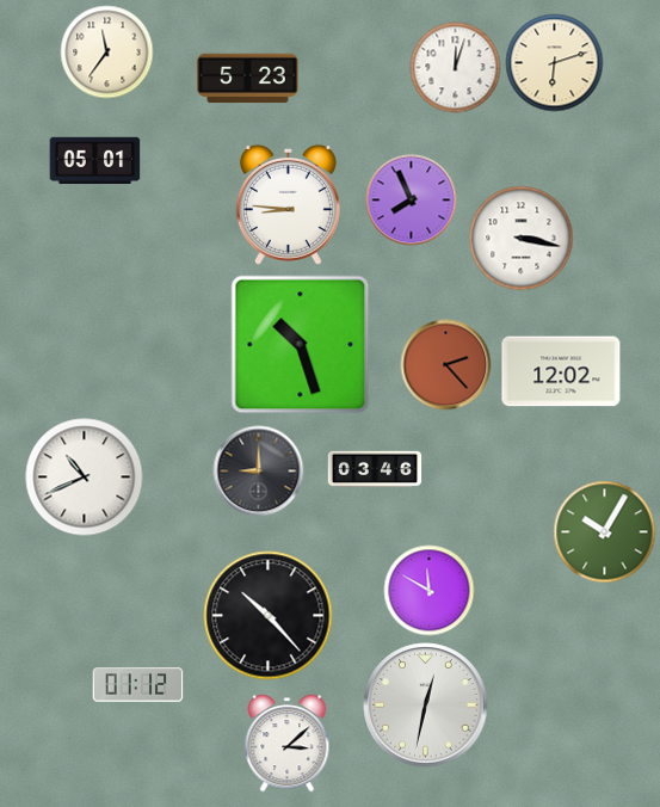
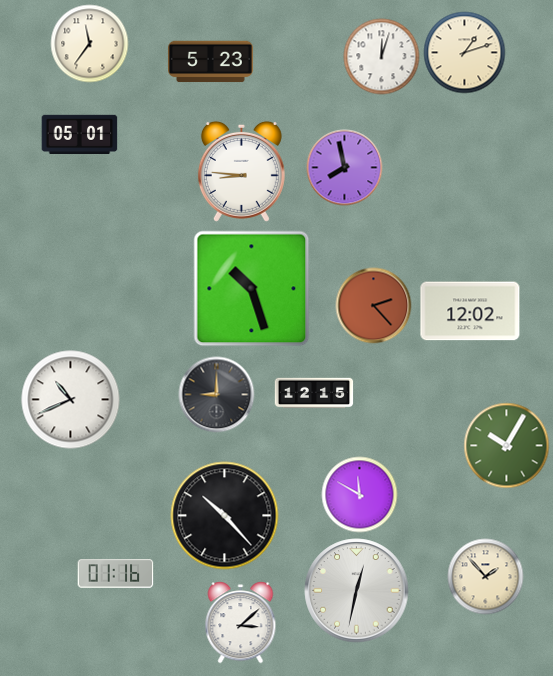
clock at (555, 63): 6:12 -> 1:12
clock at (247, 79) position: (247, 79) -> (210, 62)
clock at (412, 201): 7:56 -> 7:58
clock at (522, 239): 3:17 -> none
clock at (375, 469): 03:46 -> 12:15
clock at (138, 685): 01:12 -> 01:16
clock at (486, 577): none -> 1:53
